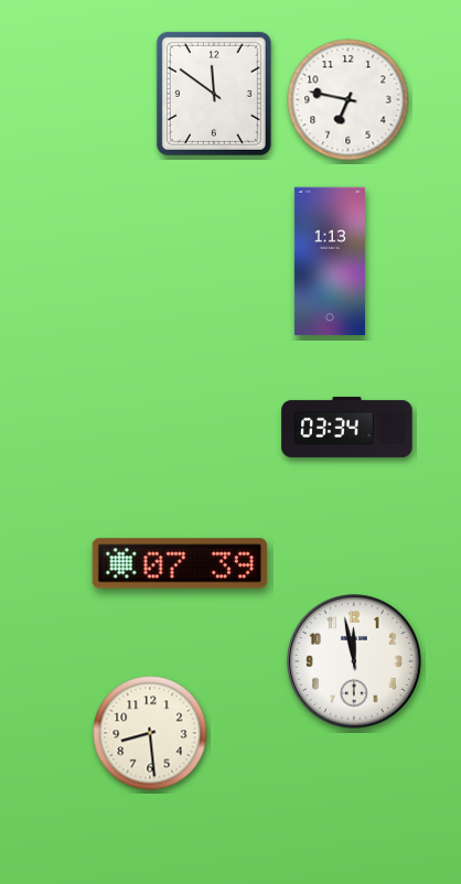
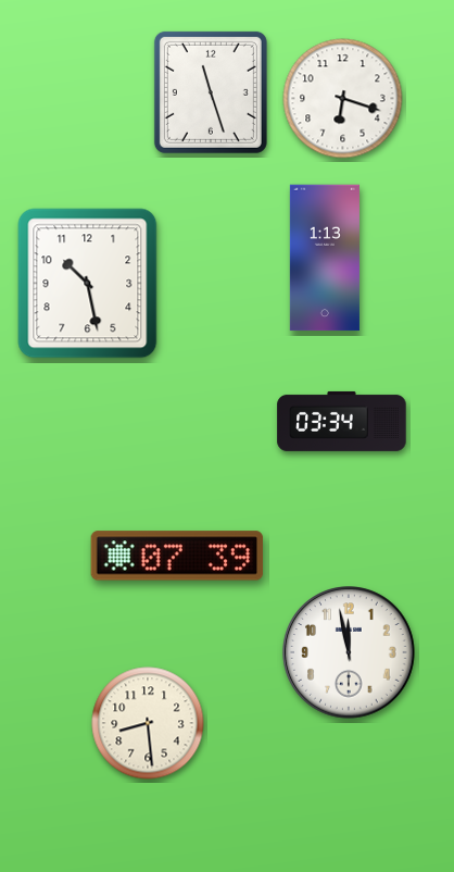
clock at (214, 94): 11:51 -> 11:27
clock at (349, 100): 6:47 -> 6:18
clock at (88, 284): none -> 10:28
